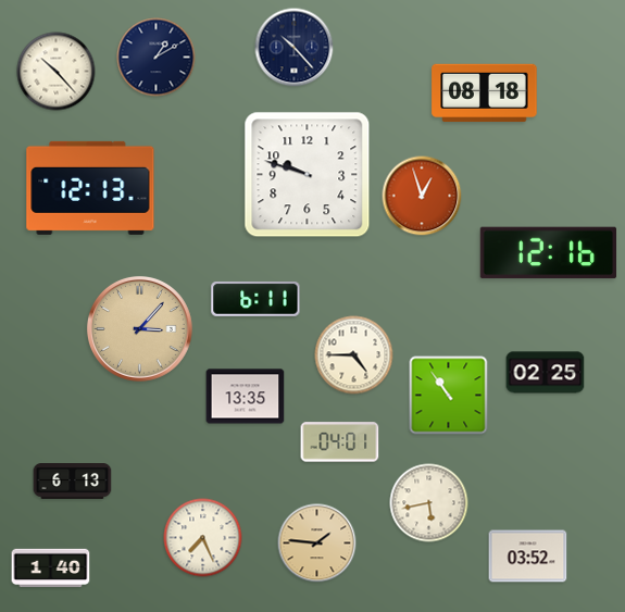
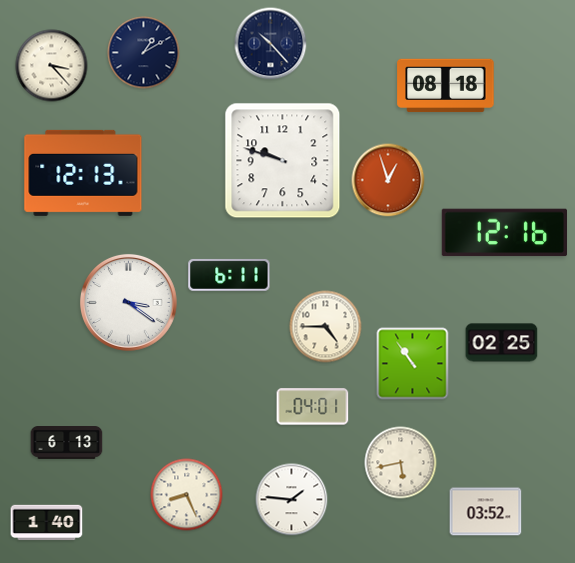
clock at (57, 72): 10:23 -> 3:23
clock at (255, 299) position: (255, 299) -> (229, 275)
clock at (140, 329): 3:07 -> 3:21
clock at (140, 329) dial: champagne -> white
clock at (246, 397): 13:35 -> none
clock at (429, 503) position: (429, 503) -> (401, 463)
clock at (203, 538): 7:26 -> 8:26
clock at (317, 544) dial: champagne -> white
